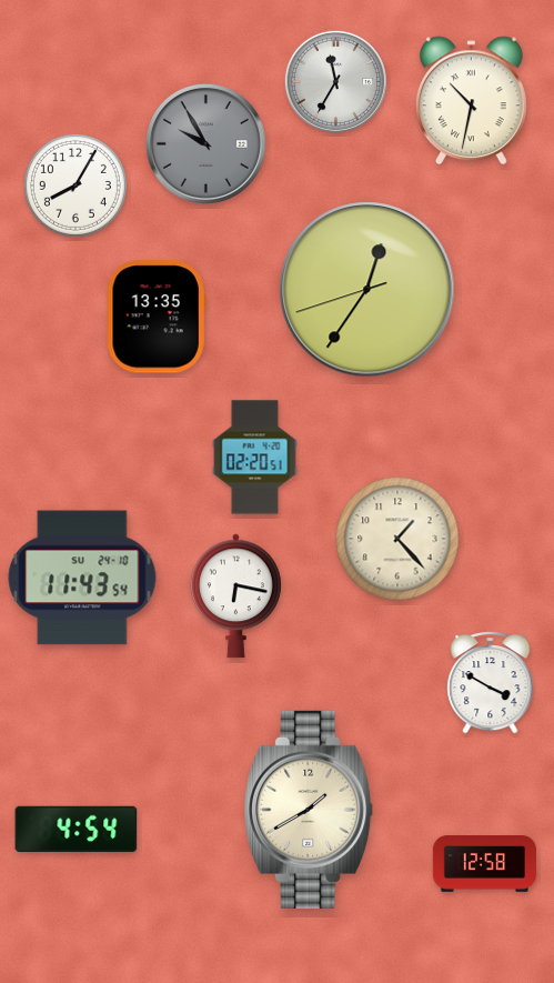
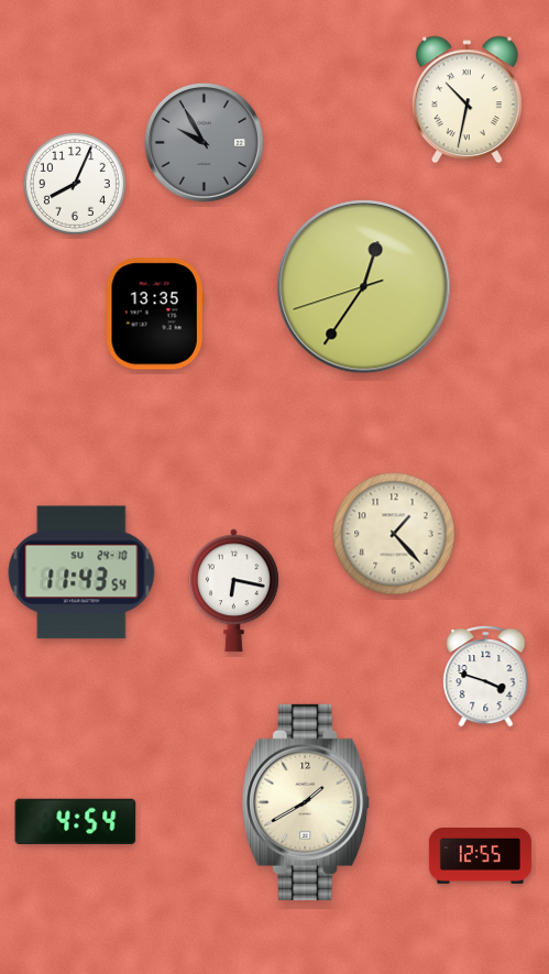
clock at (335, 81): 11:35 -> none
clock at (75, 185): 8:05 -> 8:04
clock at (255, 458): 02:20 -> none
clock at (491, 683): 3:50 -> 3:48
clock at (484, 864): 12:58 -> 12:55
